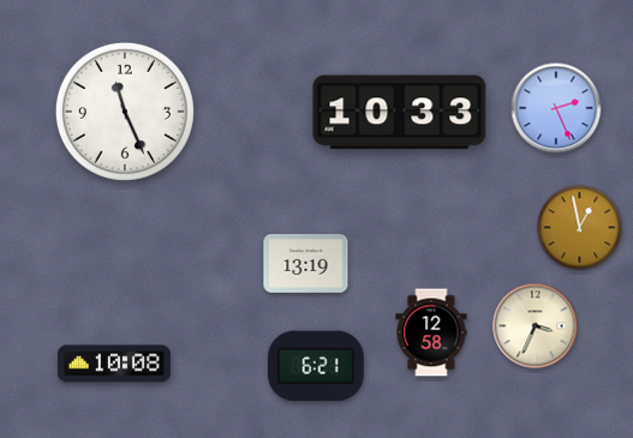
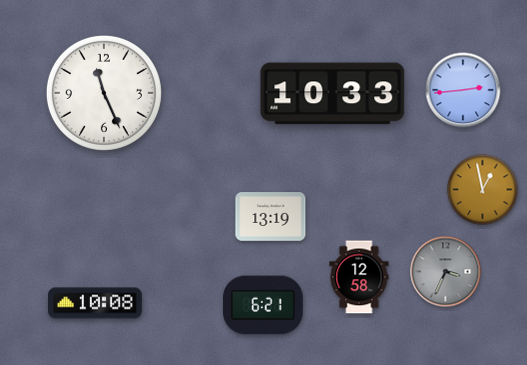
clock at (556, 108): 2:26 -> 2:44
clock at (306, 264) position: (306, 264) -> (271, 217)
clock at (536, 326) dial: cream -> grey
